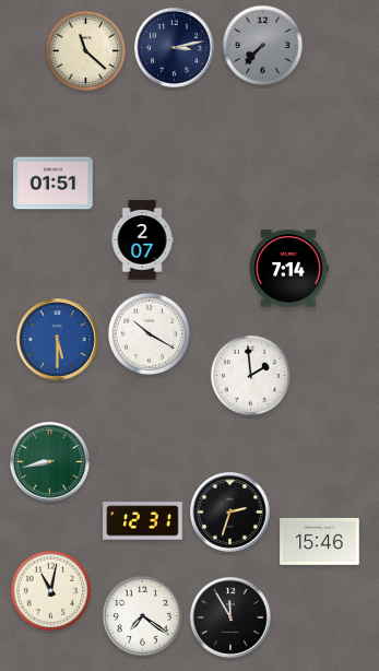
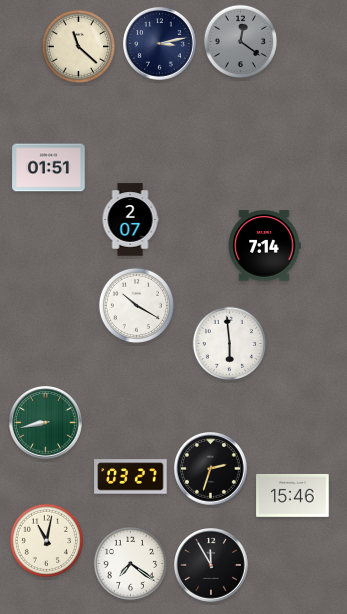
clock at (263, 46): 7:37 -> 12:21
clock at (58, 340): 5:30 -> none
clock at (251, 376): 1:59 -> 5:59
clock at (143, 521): 12:31 -> 03:27
